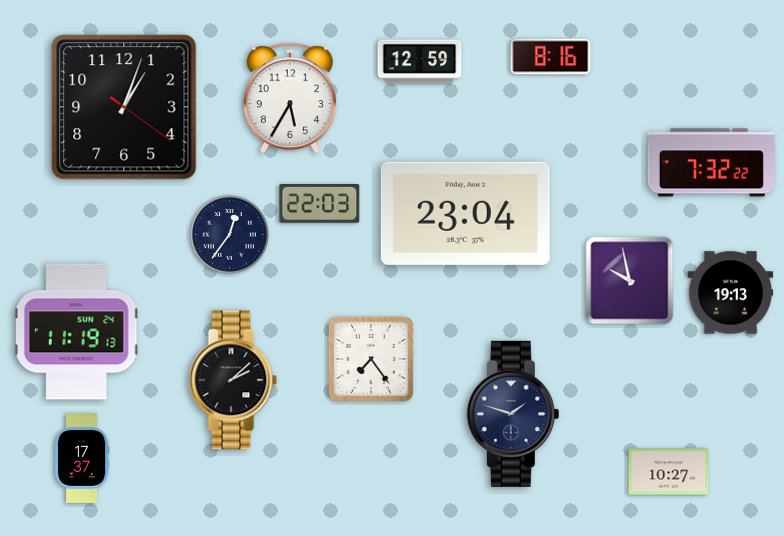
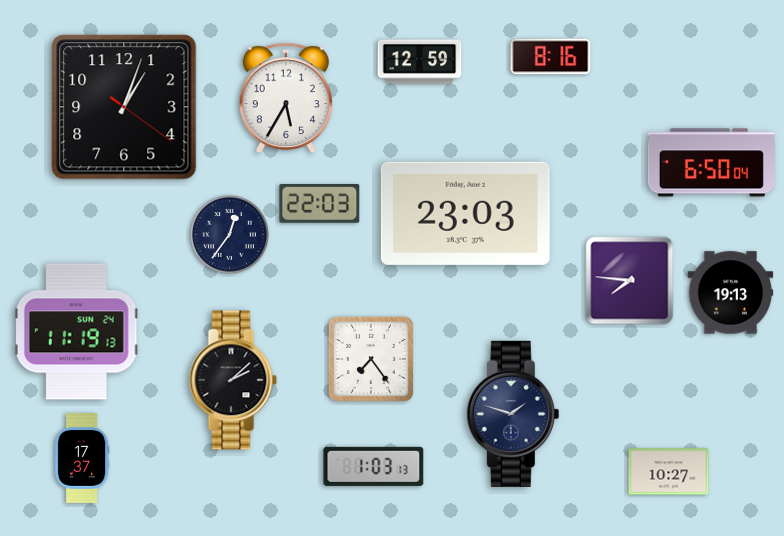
clock at (290, 98) position: (290, 98) -> (286, 98)
clock at (711, 163): 7:32 -> 6:50
clock at (465, 213): 23:04 -> 23:03
clock at (630, 281): 9:58 -> 7:46
clock at (374, 466): none -> 1:03
